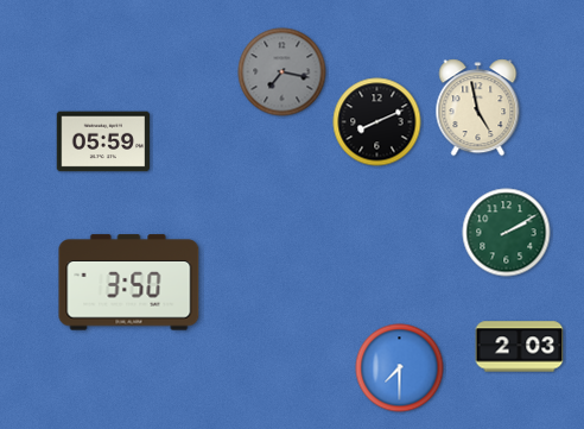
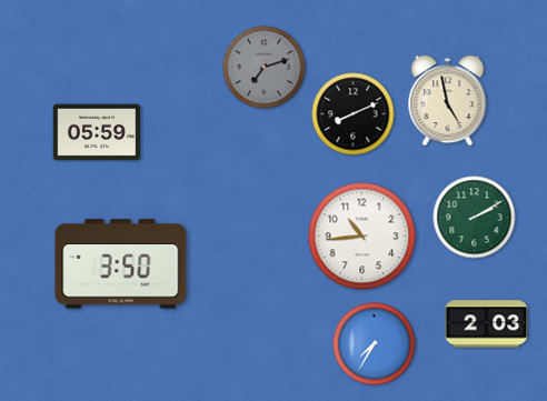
clock at (283, 72): 7:17 -> 7:12
clock at (362, 237): none -> 10:44
clock at (400, 368): 7:30 -> 7:35
